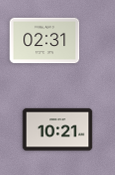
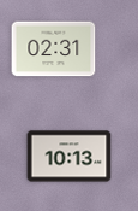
clock at (58, 130): 10:21 -> 10:13
